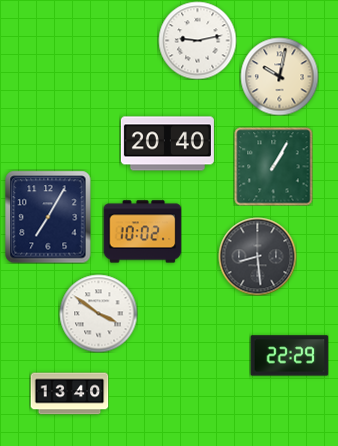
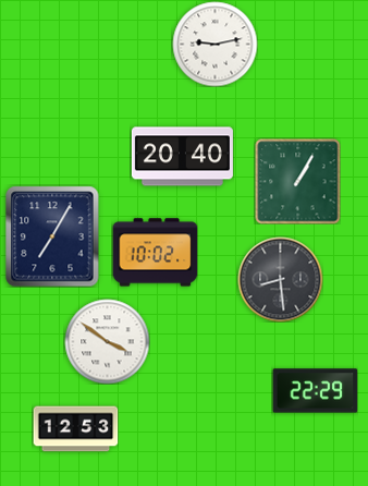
clock at (279, 76): 10:02 -> none
clock at (289, 356) position: (289, 356) -> (315, 391)
clock at (69, 394): 13:40 -> 12:53
